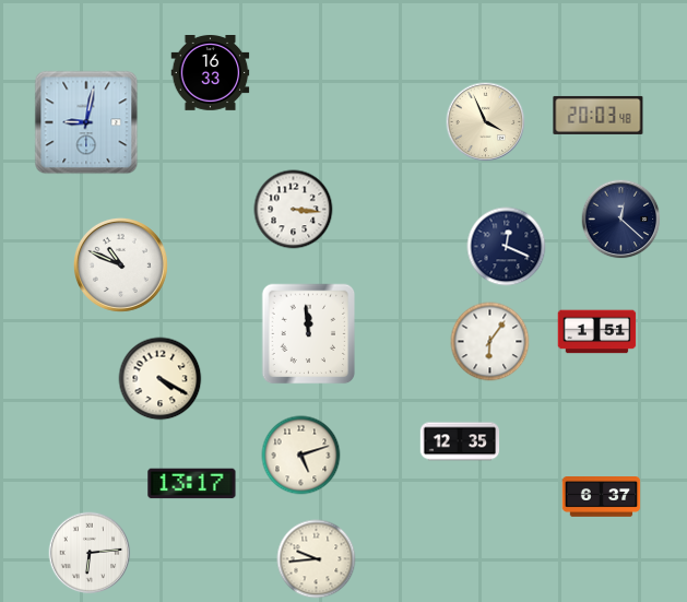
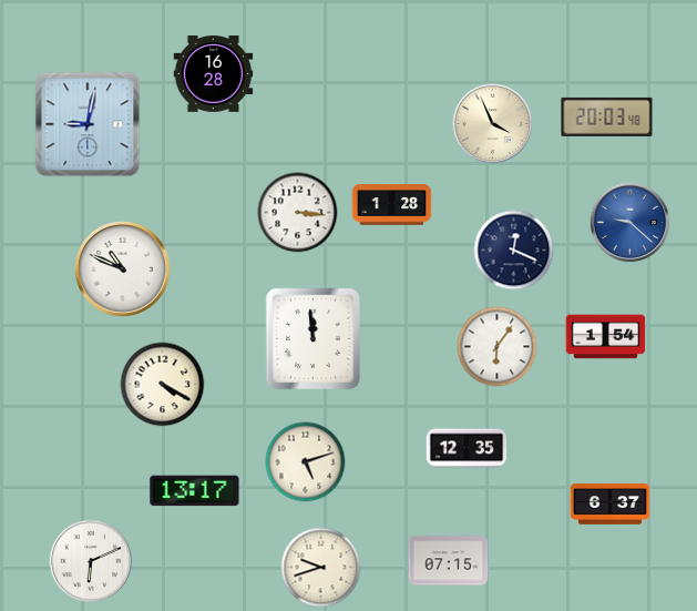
clock at (211, 73): 16:33 -> 16:28
clock at (392, 205): none -> 1:28
clock at (621, 220): 12:22 -> 9:22
clock at (621, 220) dial: navy -> blue
clock at (597, 332): 1:51 -> 1:54
clock at (90, 553): 6:14 -> 6:11
clock at (449, 561): none -> 07:15
clock at (317, 559): 9:44 -> 9:42
